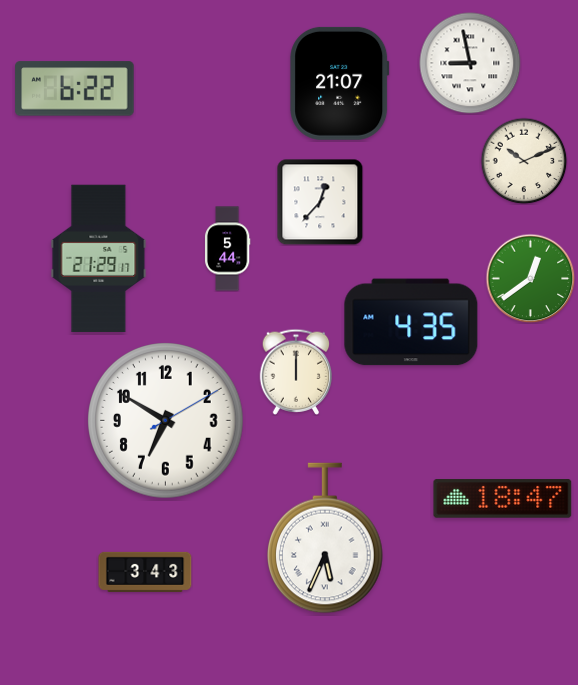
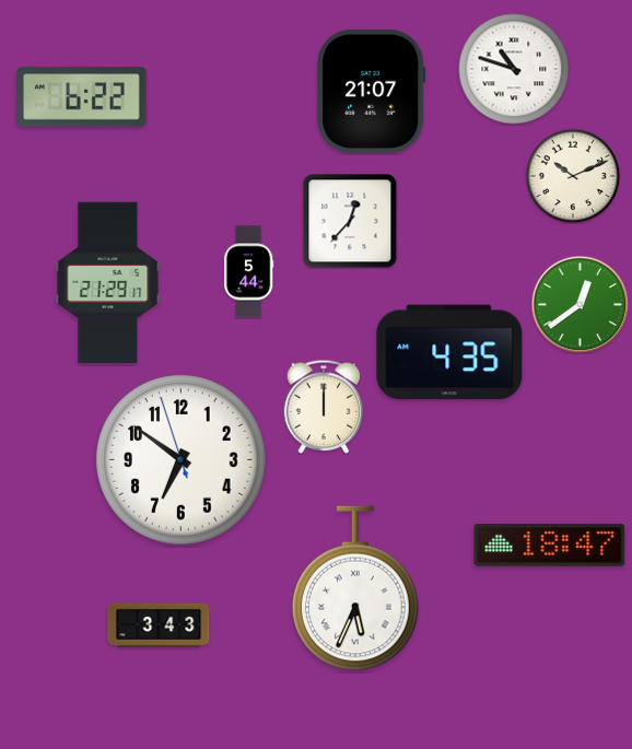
clock at (470, 63): 8:58 -> 10:48
clock at (166, 421): 6:50:10 -> 6:50:57
